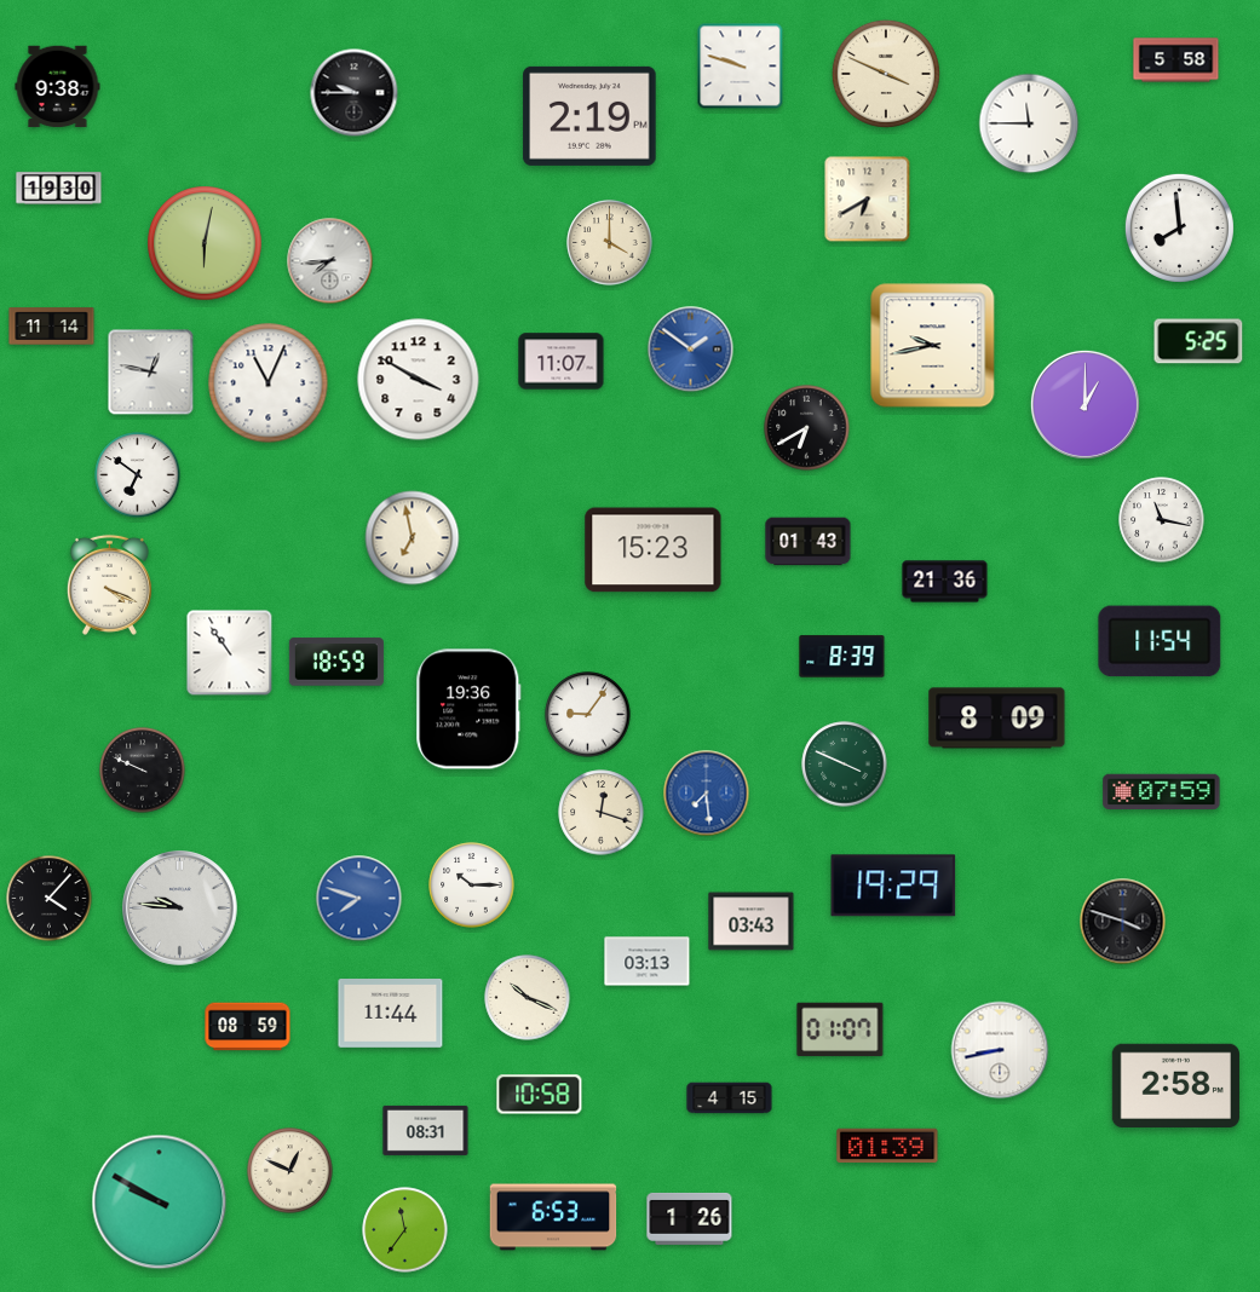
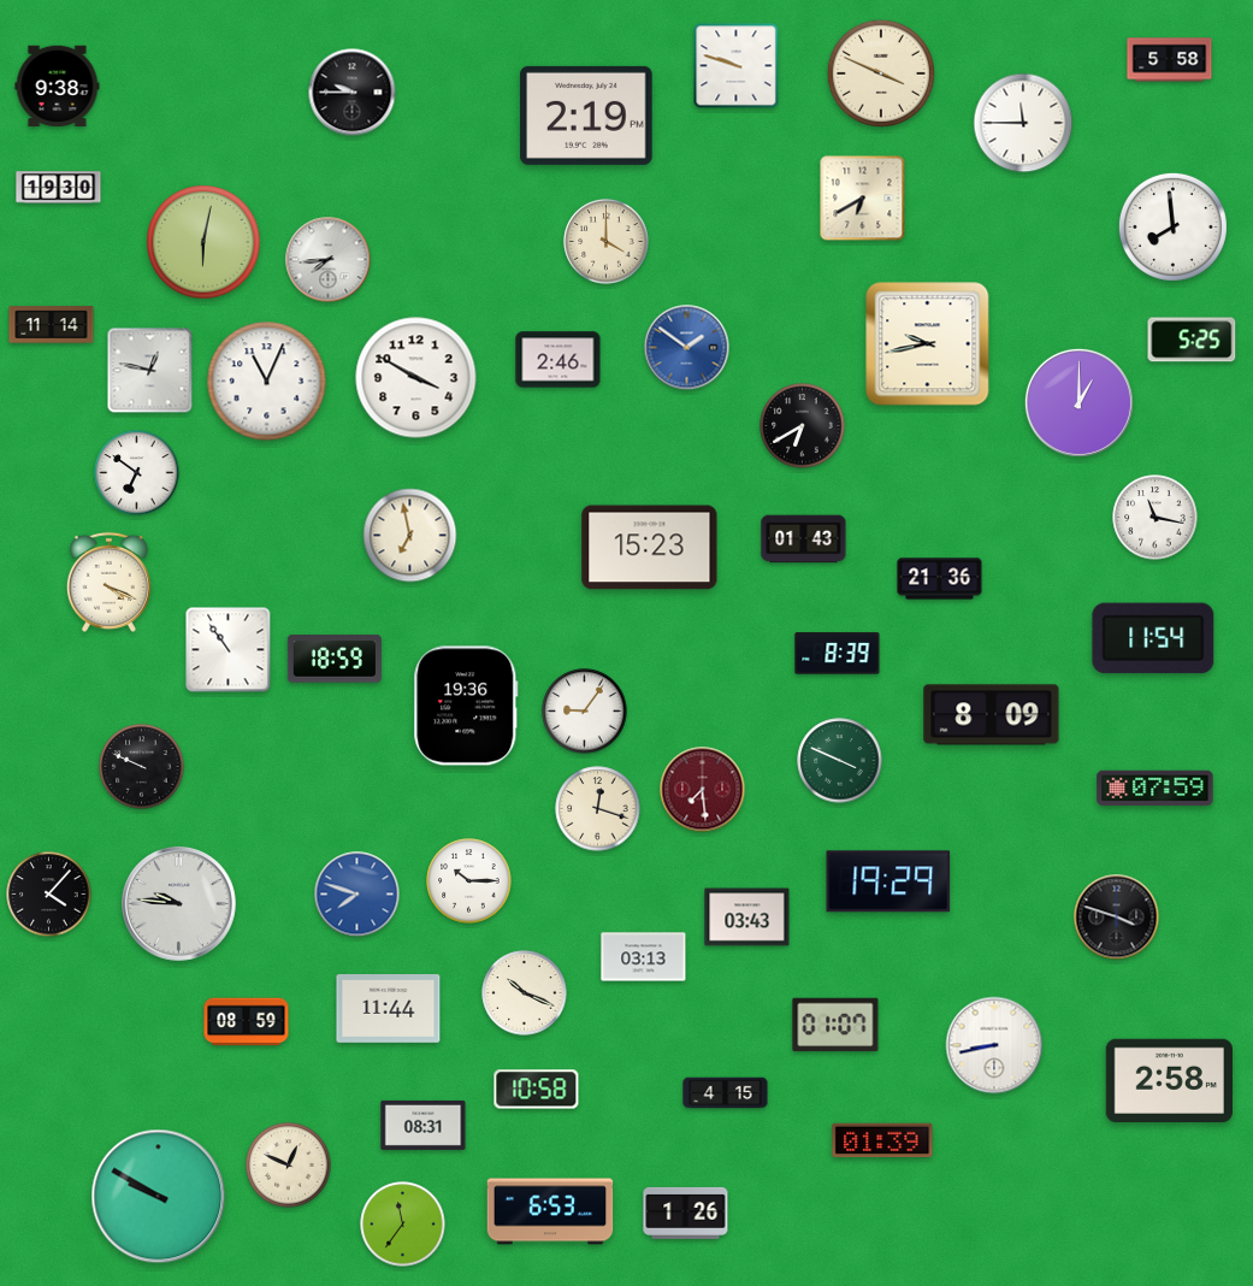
clock at (562, 362): 11:07 -> 2:46
clock at (707, 794) dial: blue -> burgundy
